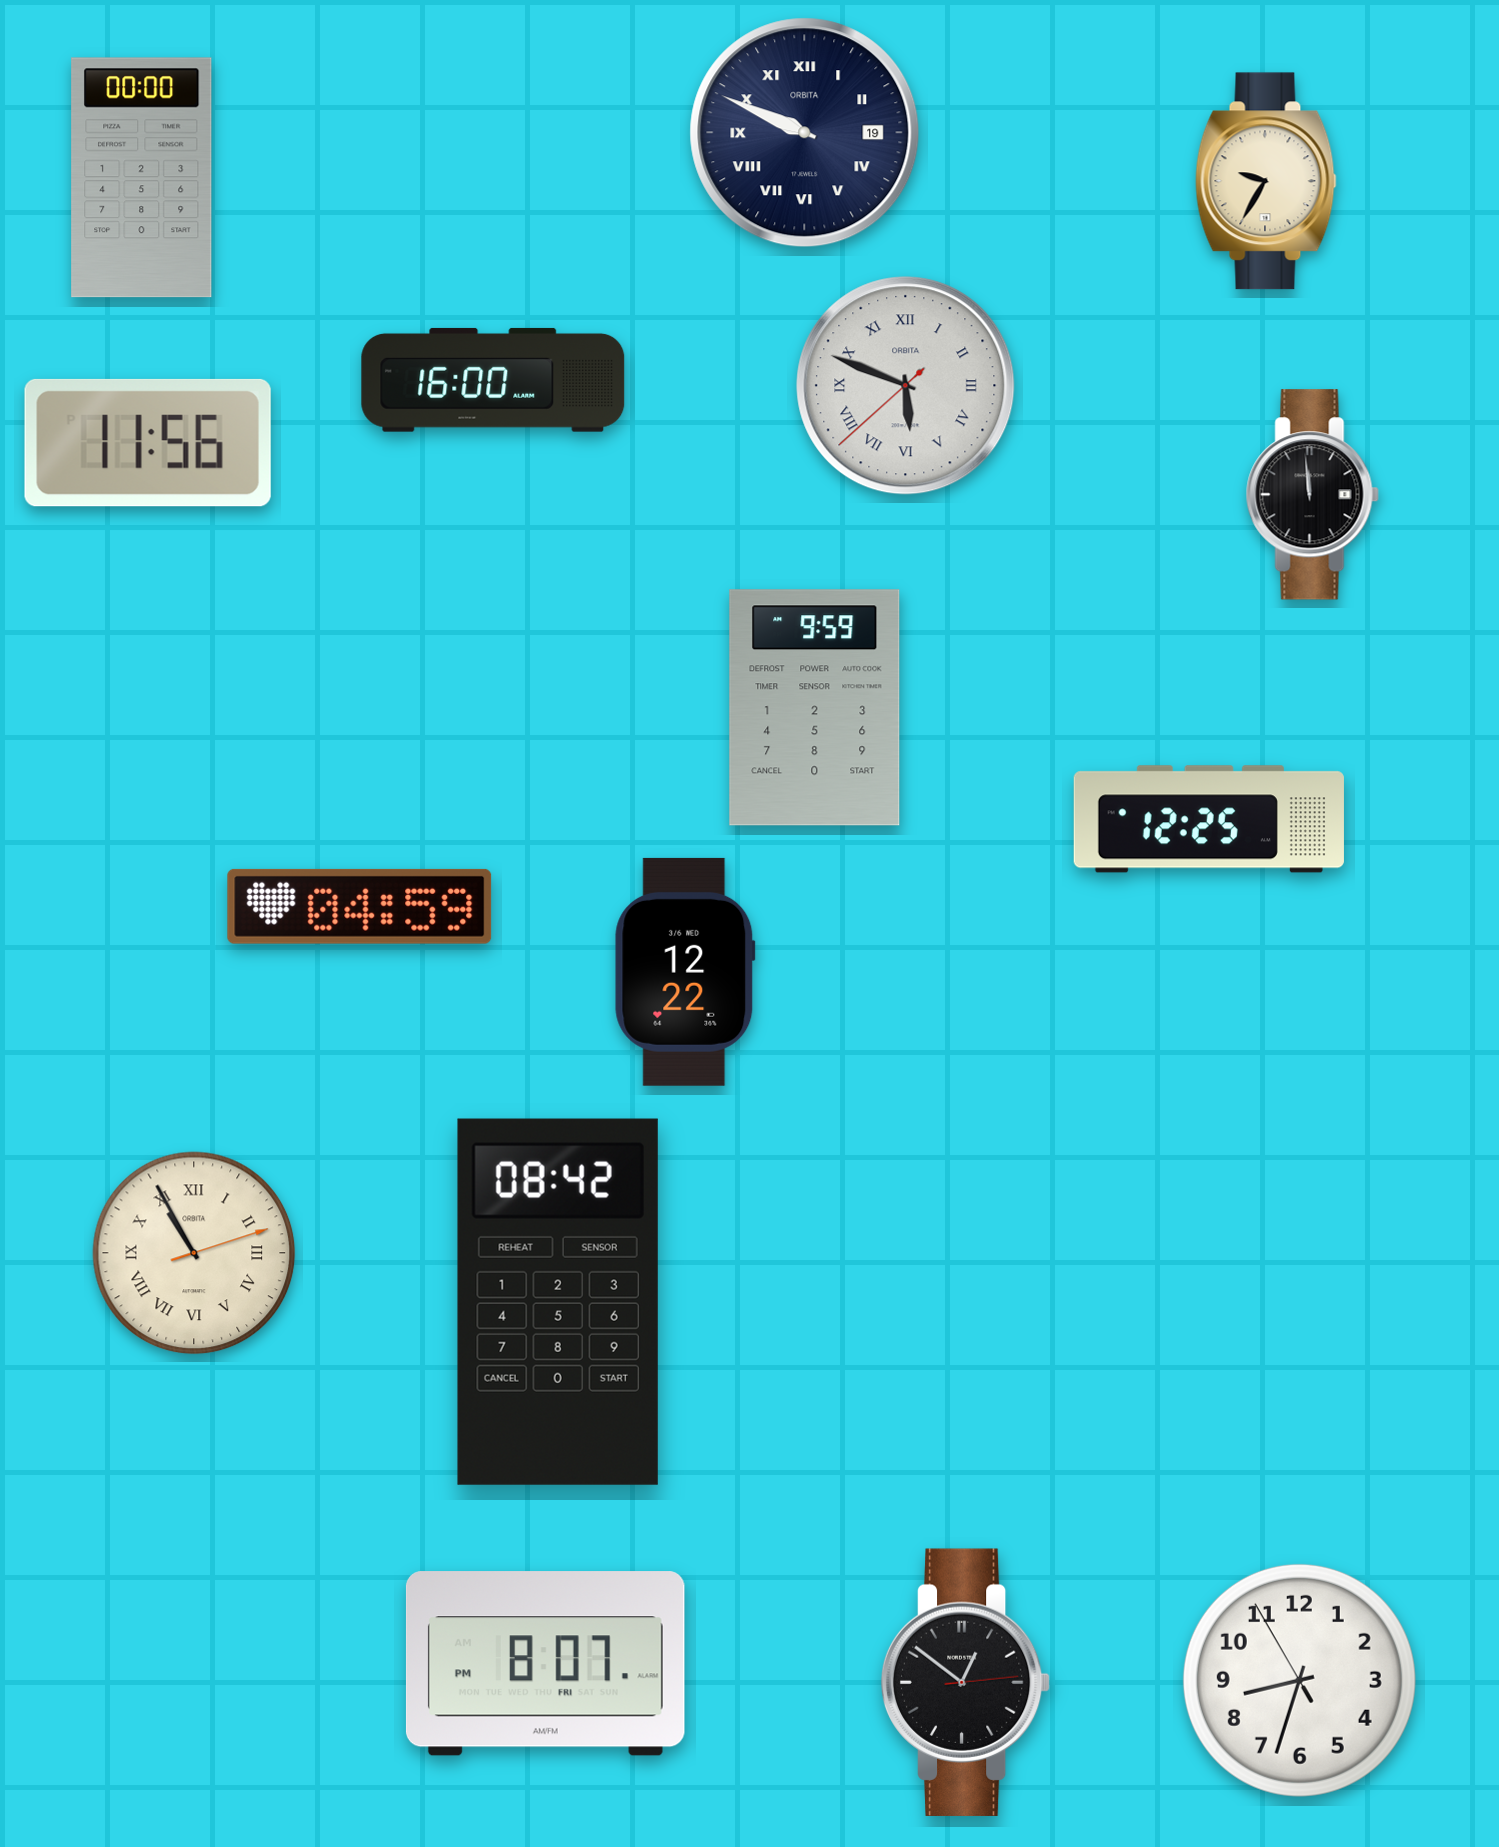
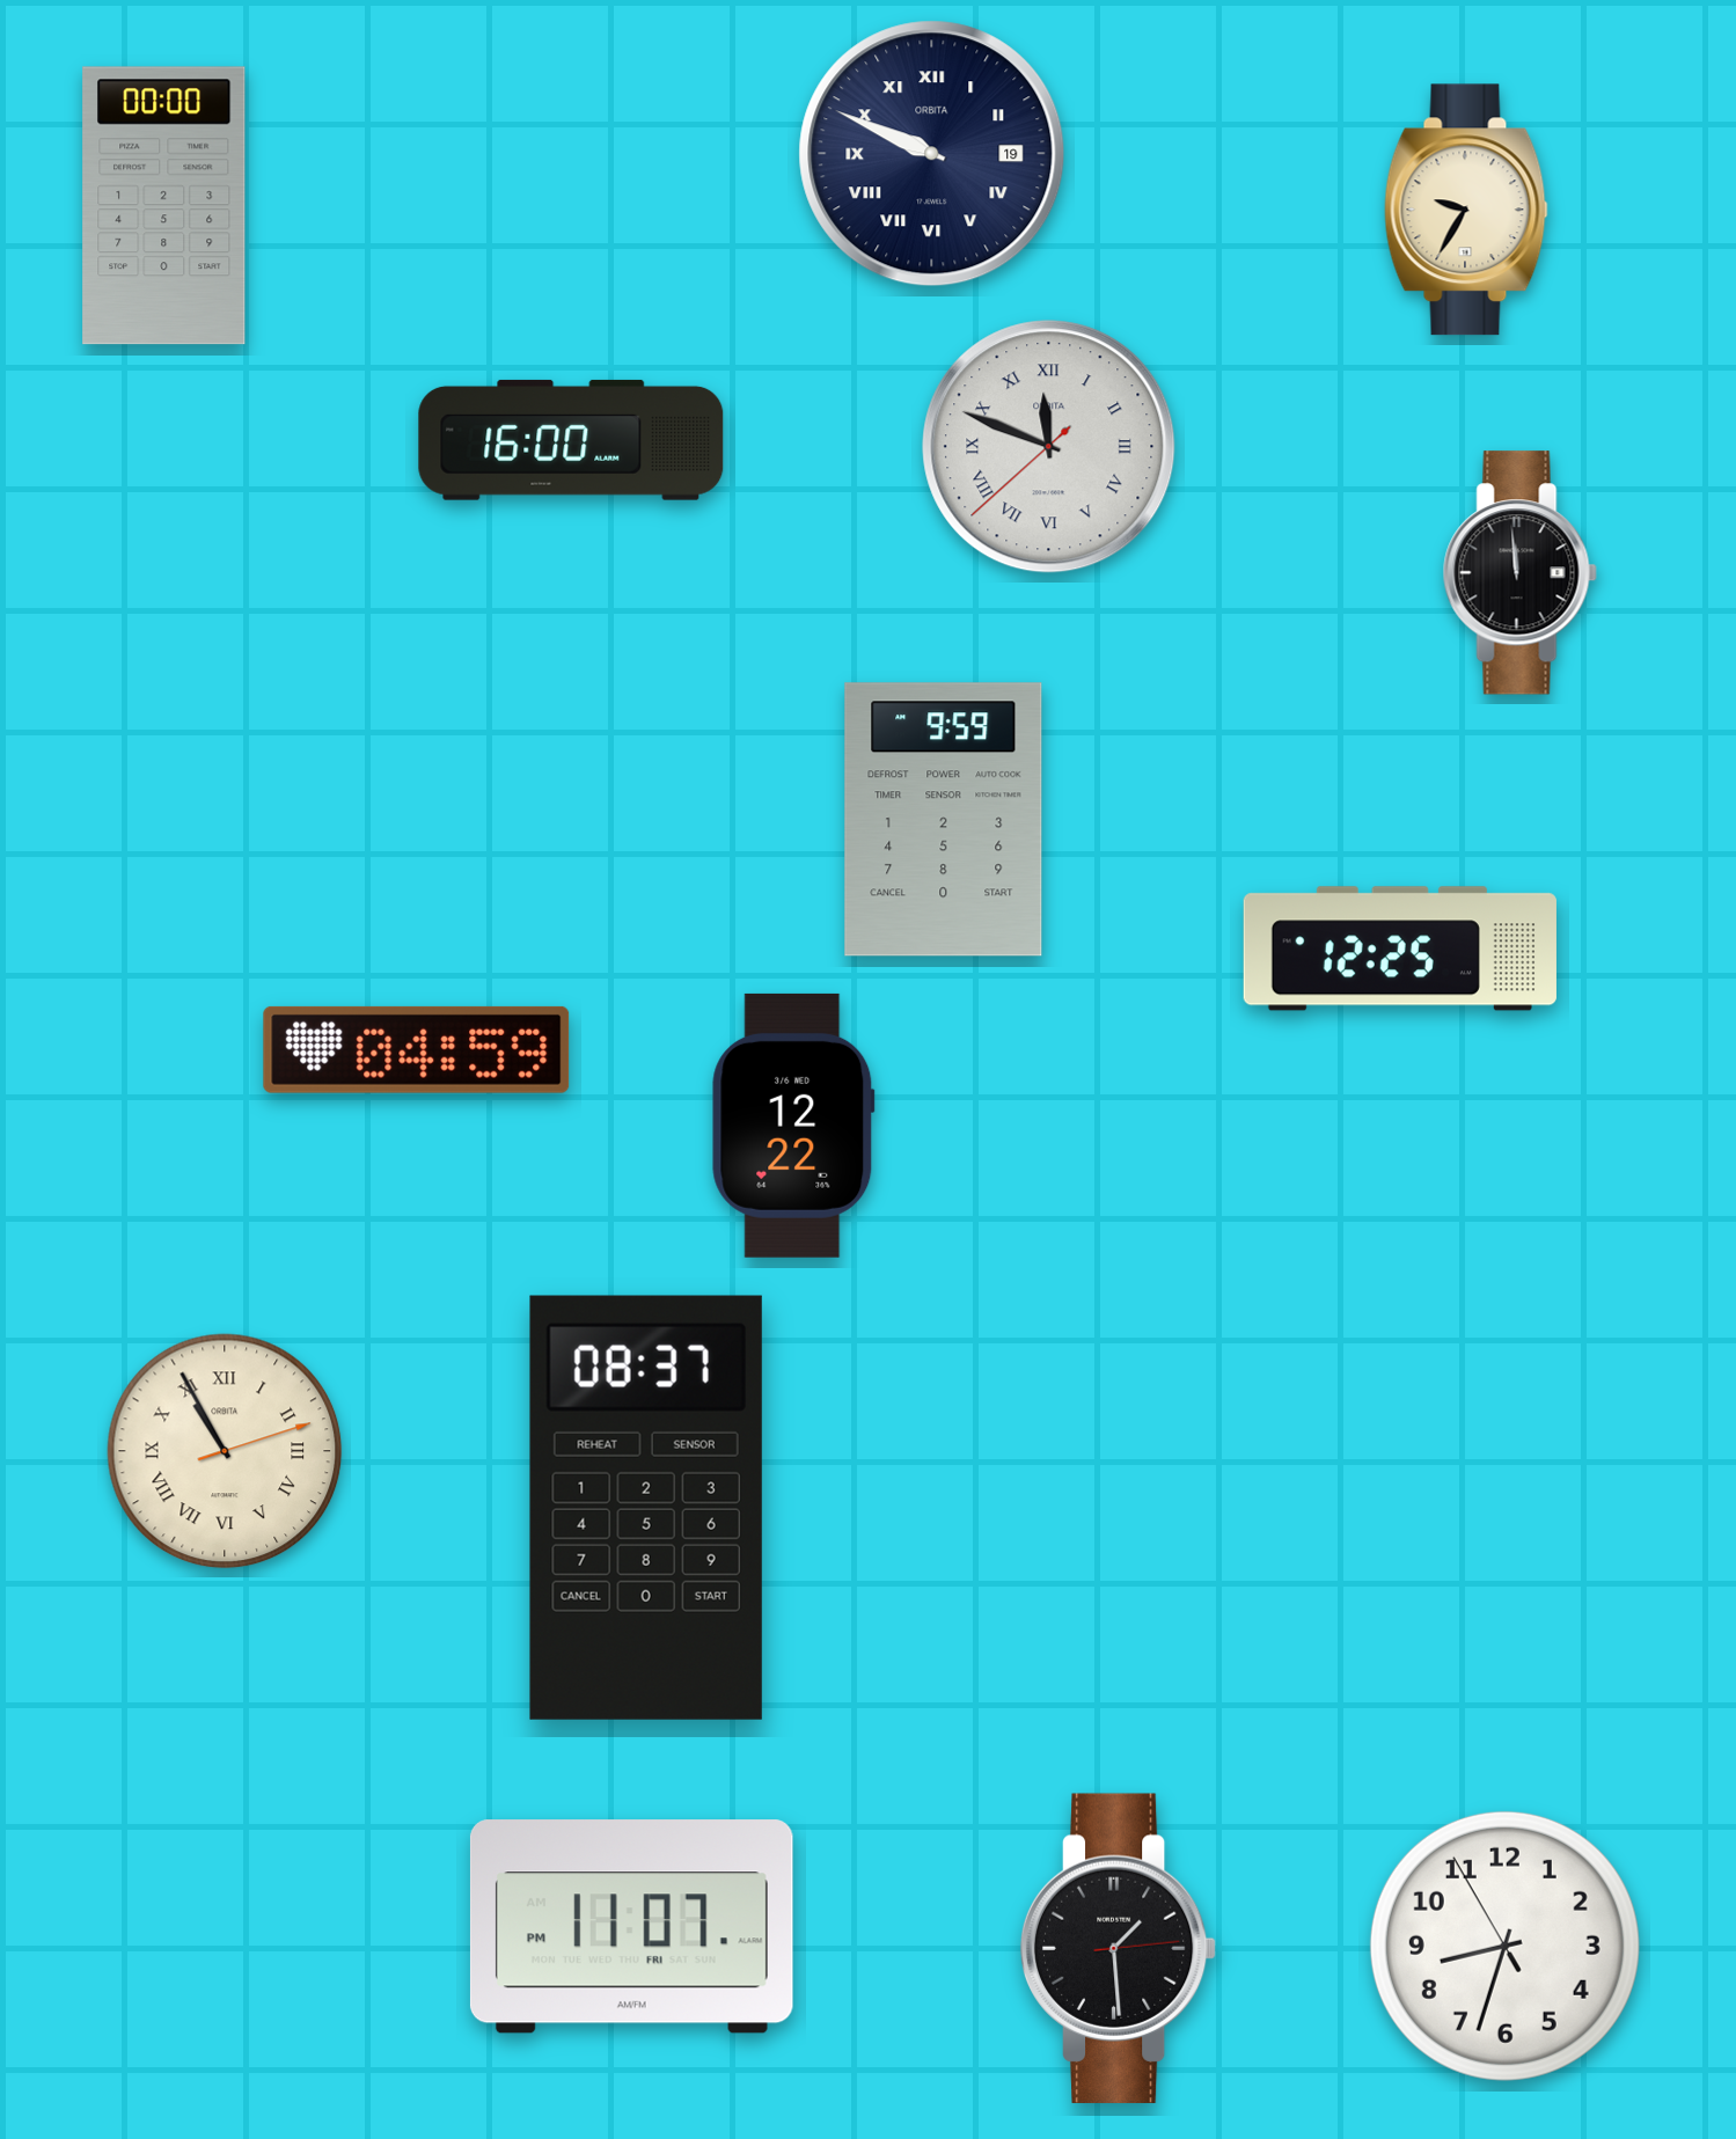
clock at (906, 386): 5:48 -> 11:48
clock at (148, 443): 11:56 -> none
clock at (558, 1302): 08:42 -> 08:37
clock at (545, 1664): 8:07 -> 11:07
clock at (966, 1682): 12:51 -> 1:29
